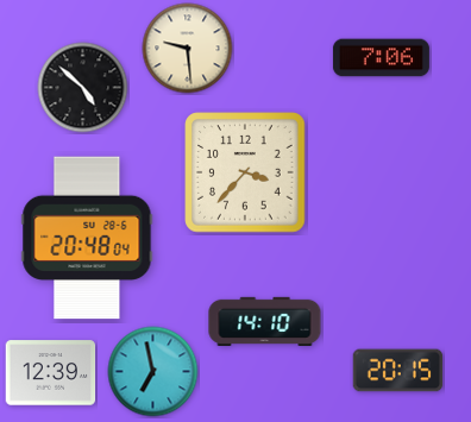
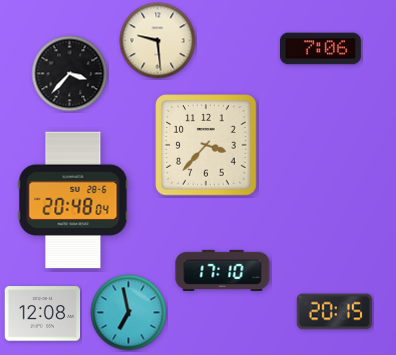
clock at (83, 88): 4:52 -> 3:37
clock at (265, 321): 14:10 -> 17:10
clock at (51, 373): 12:39 -> 12:08
